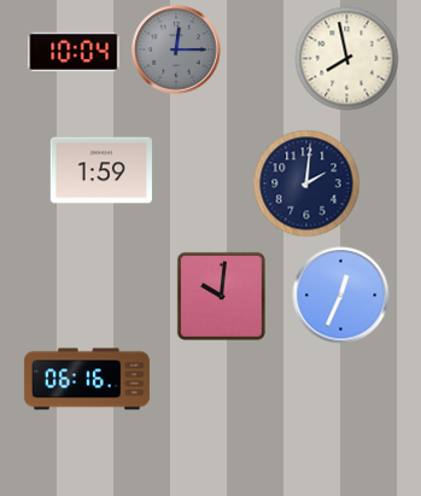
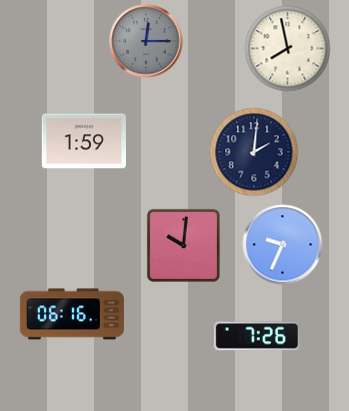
clock at (74, 52): 10:04 -> none
clock at (341, 296): 12:34 -> 9:34
clock at (257, 336): none -> 7:26
